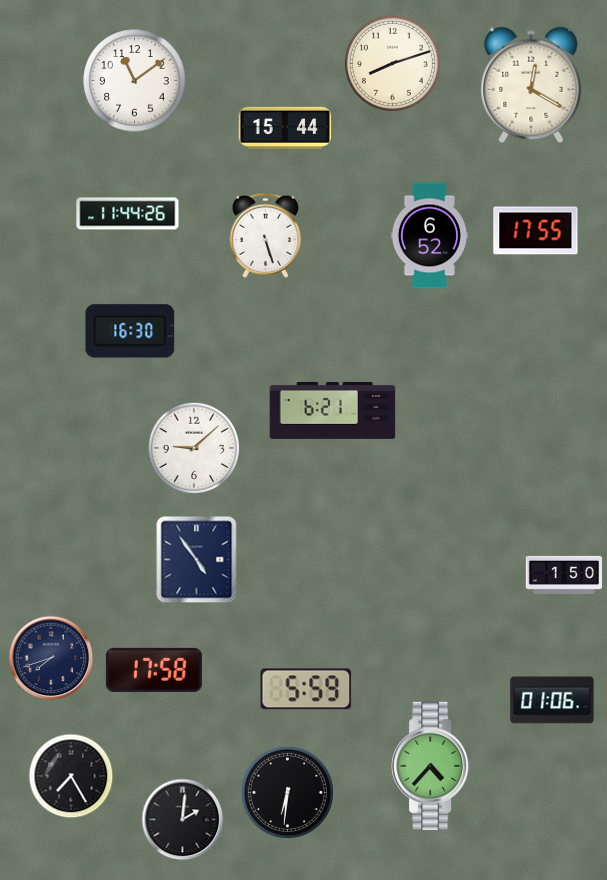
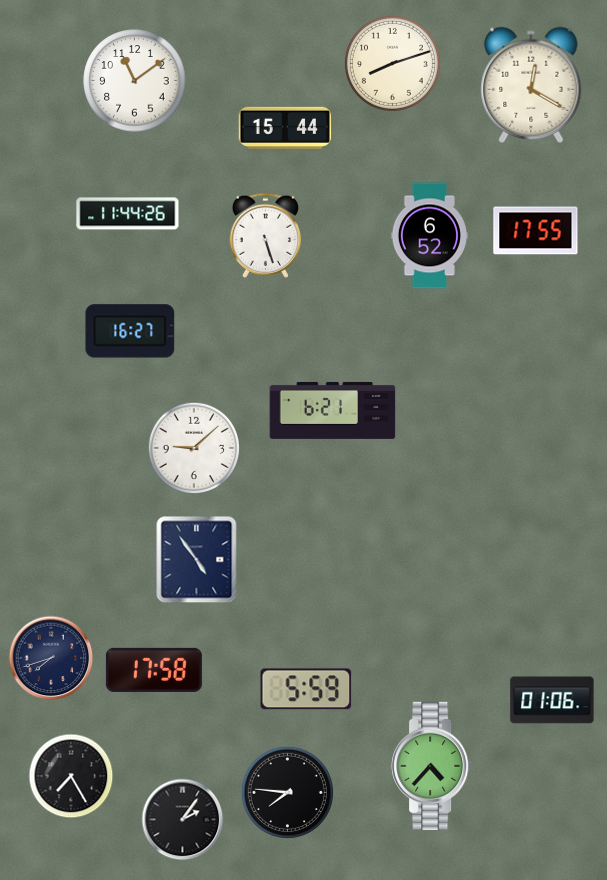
clock at (130, 331): 16:30 -> 16:27
clock at (564, 575): 1:50 -> none
clock at (287, 792): 6:31 -> 7:46
clock at (183, 820): 2:01 -> 2:06
